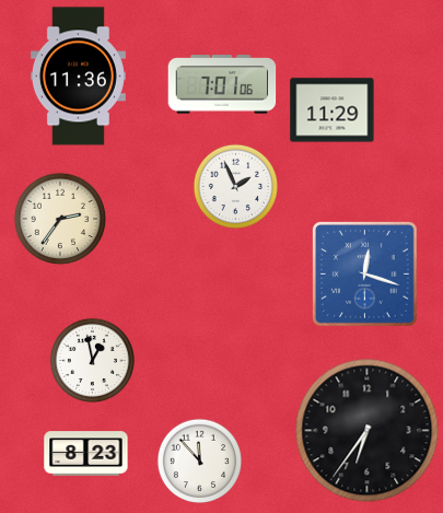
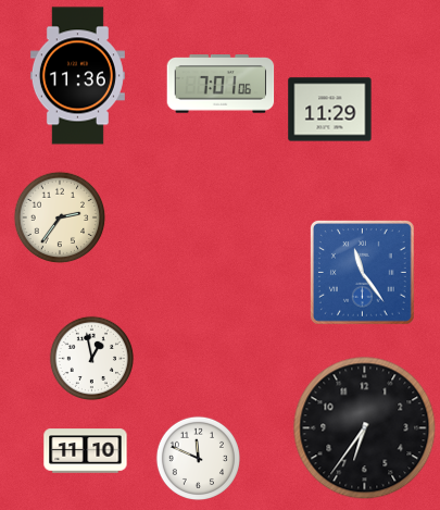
clock at (235, 186): 1:56 -> none
clock at (364, 273): 12:18 -> 11:24
clock at (86, 454): 8:23 -> 11:10
clock at (199, 460): 11:53 -> 11:49
